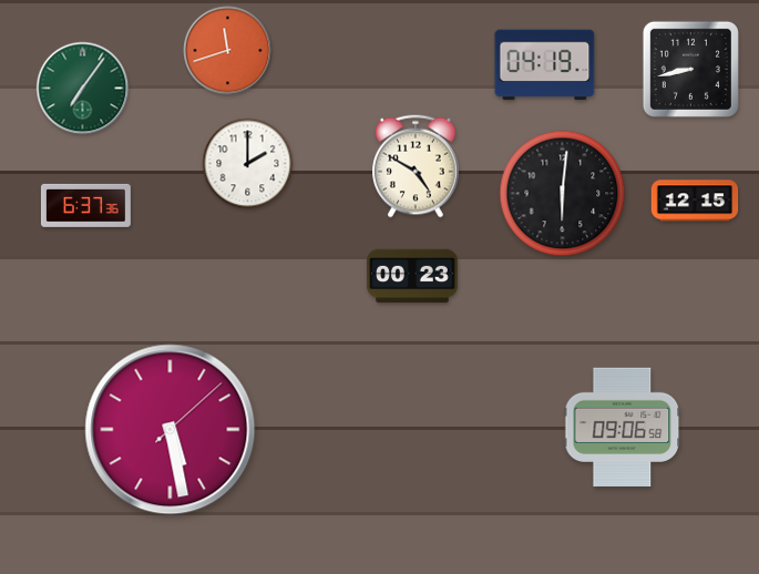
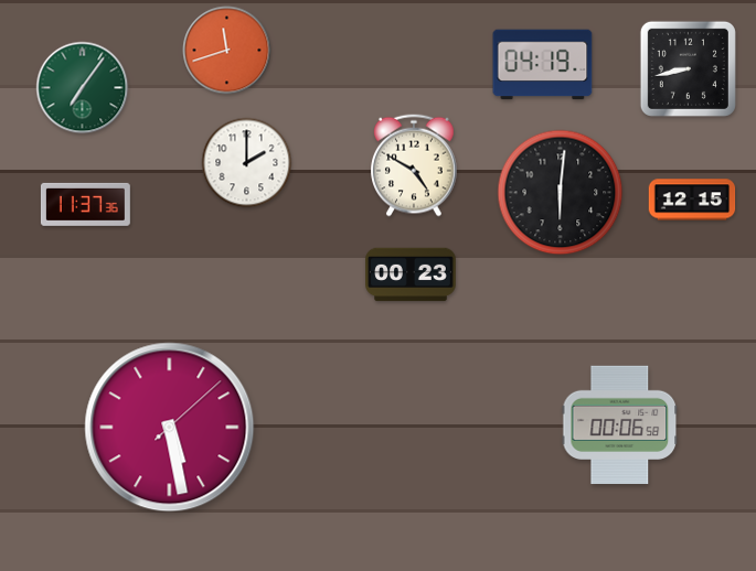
clock at (85, 205): 6:37 -> 11:37
clock at (623, 428): 09:06 -> 00:06
